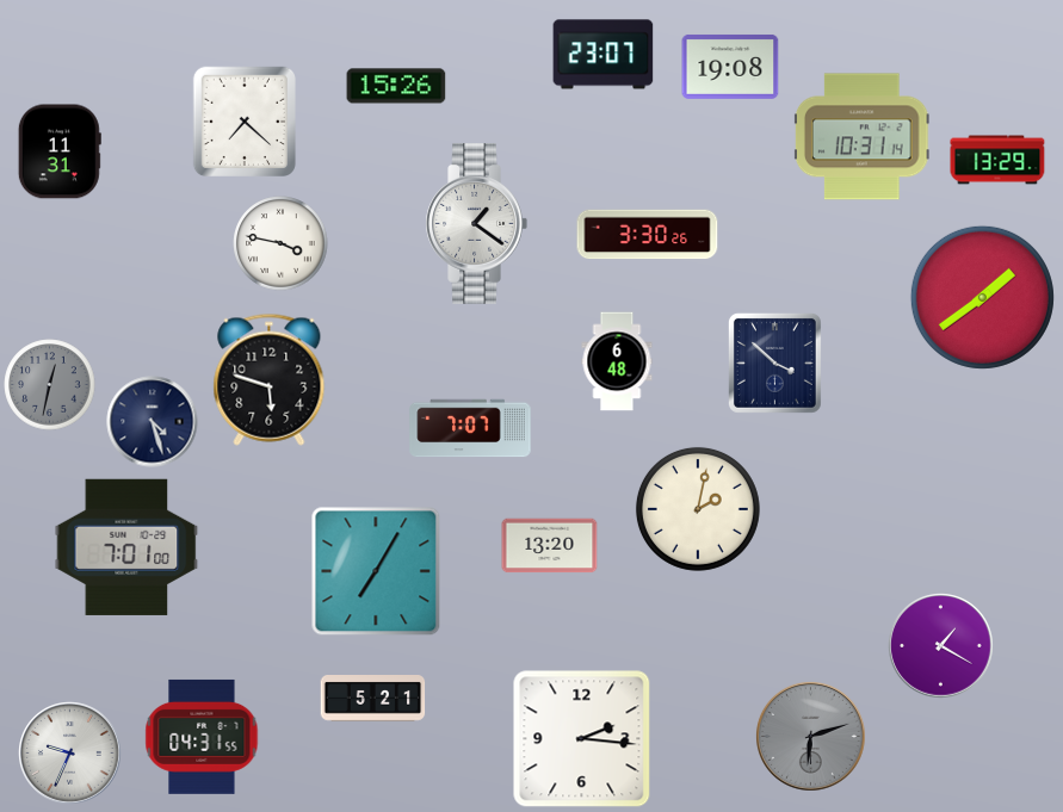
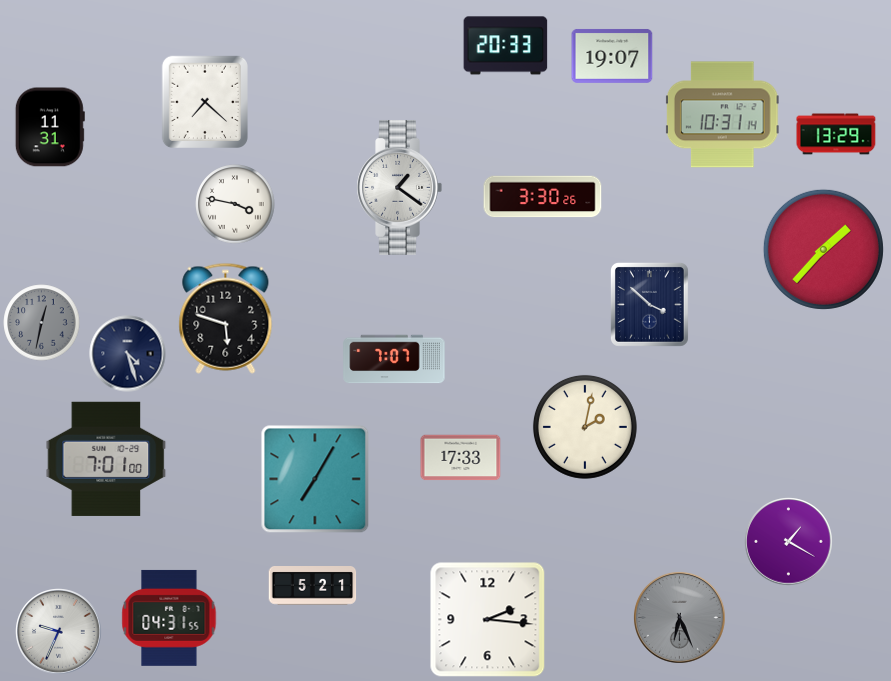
clock at (604, 55): 23:07 -> 20:33
clock at (730, 67): 19:08 -> 19:07
clock at (396, 86): 15:26 -> none
clock at (982, 297): 1:39 -> 1:37
clock at (617, 361): 6:48 -> none
clock at (550, 546): 13:20 -> 17:33
clock at (810, 736): 6:12 -> 6:26
